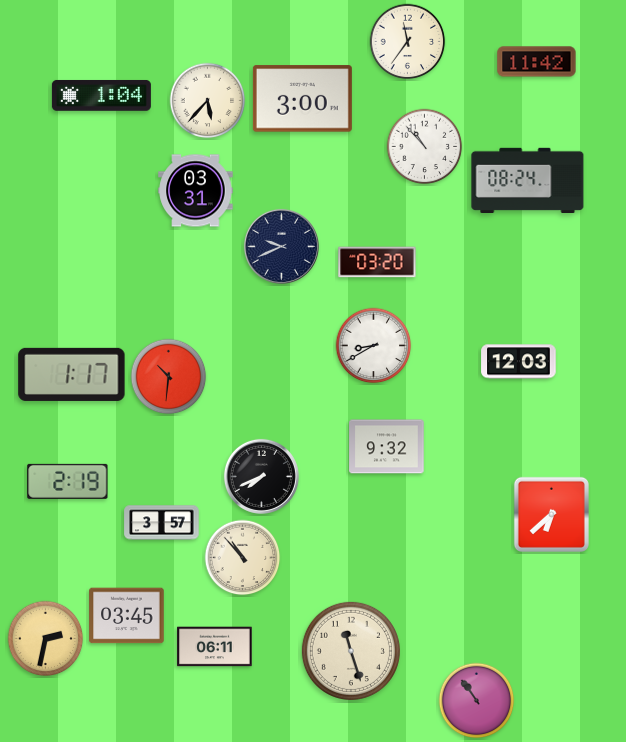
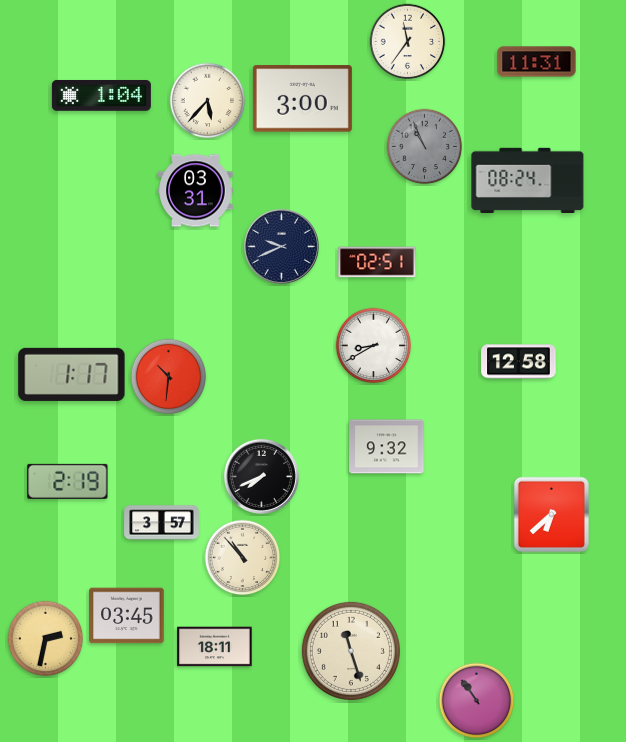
clock at (537, 62): 11:42 -> 11:31
clock at (425, 147): 10:53 -> 10:56
clock at (425, 147) dial: white -> grey
clock at (377, 262): 03:20 -> 02:51
clock at (519, 362): 12:03 -> 12:58
clock at (215, 647): 06:11 -> 18:11
